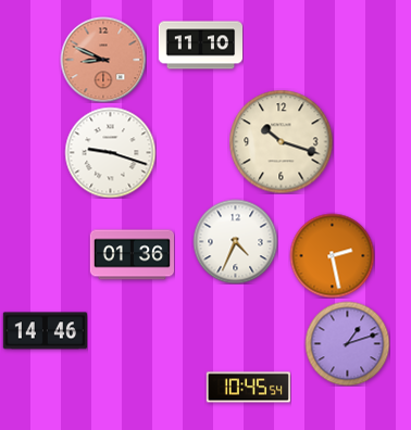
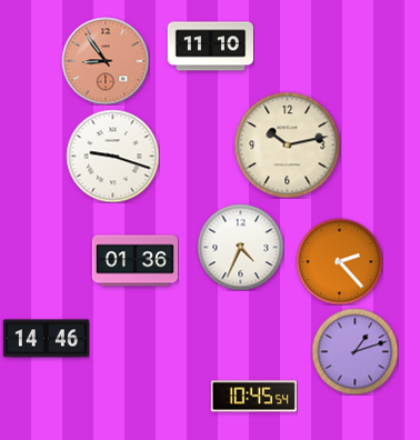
clock at (200, 46) position: (200, 46) -> (210, 47)
clock at (103, 60): 8:49 -> 8:54
clock at (281, 141): 10:18 -> 10:13
clock at (332, 255): 2:28 -> 2:23
